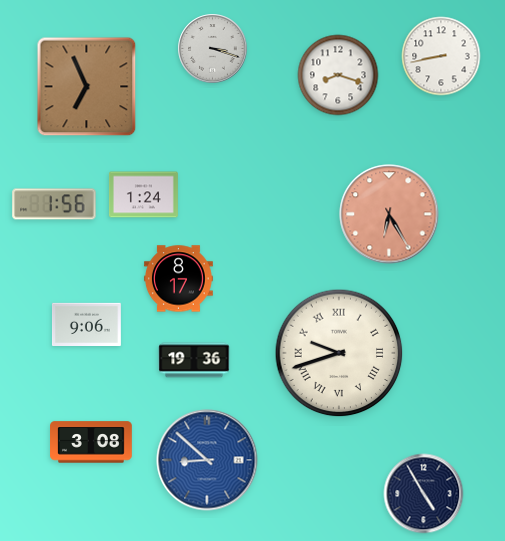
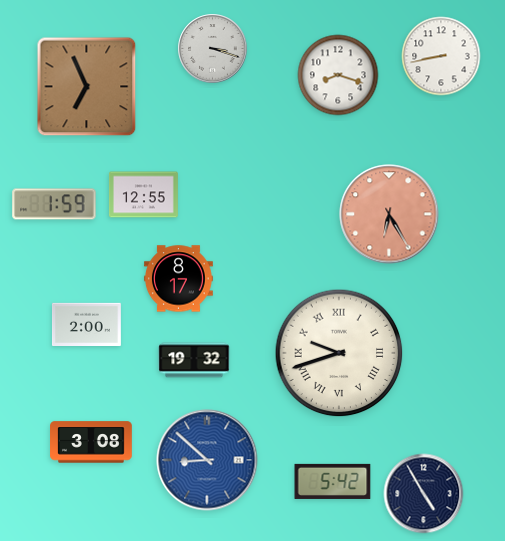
clock at (143, 195): 1:24 -> 12:55
clock at (54, 204): 1:56 -> 1:59
clock at (86, 324): 9:06 -> 2:00
clock at (194, 360): 19:36 -> 19:32
clock at (333, 481): none -> 5:42
